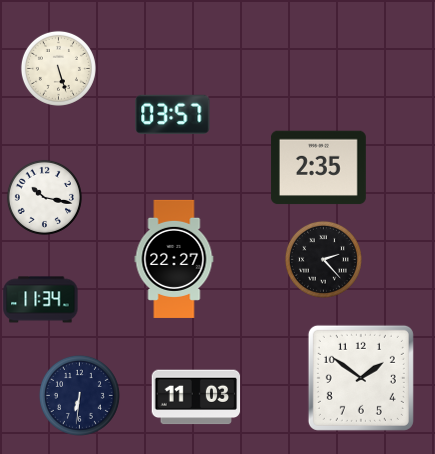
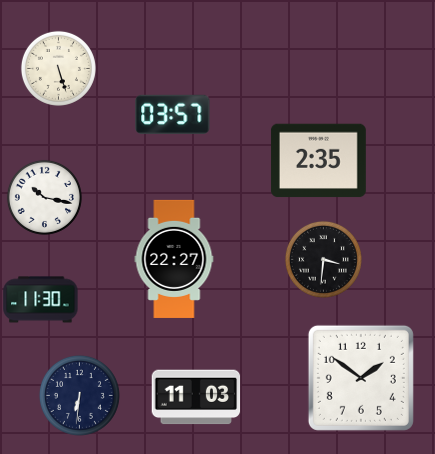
clock at (318, 168) position: (318, 168) -> (318, 161)
clock at (323, 259): 2:23 -> 3:31
clock at (41, 300): 11:34 -> 11:30
